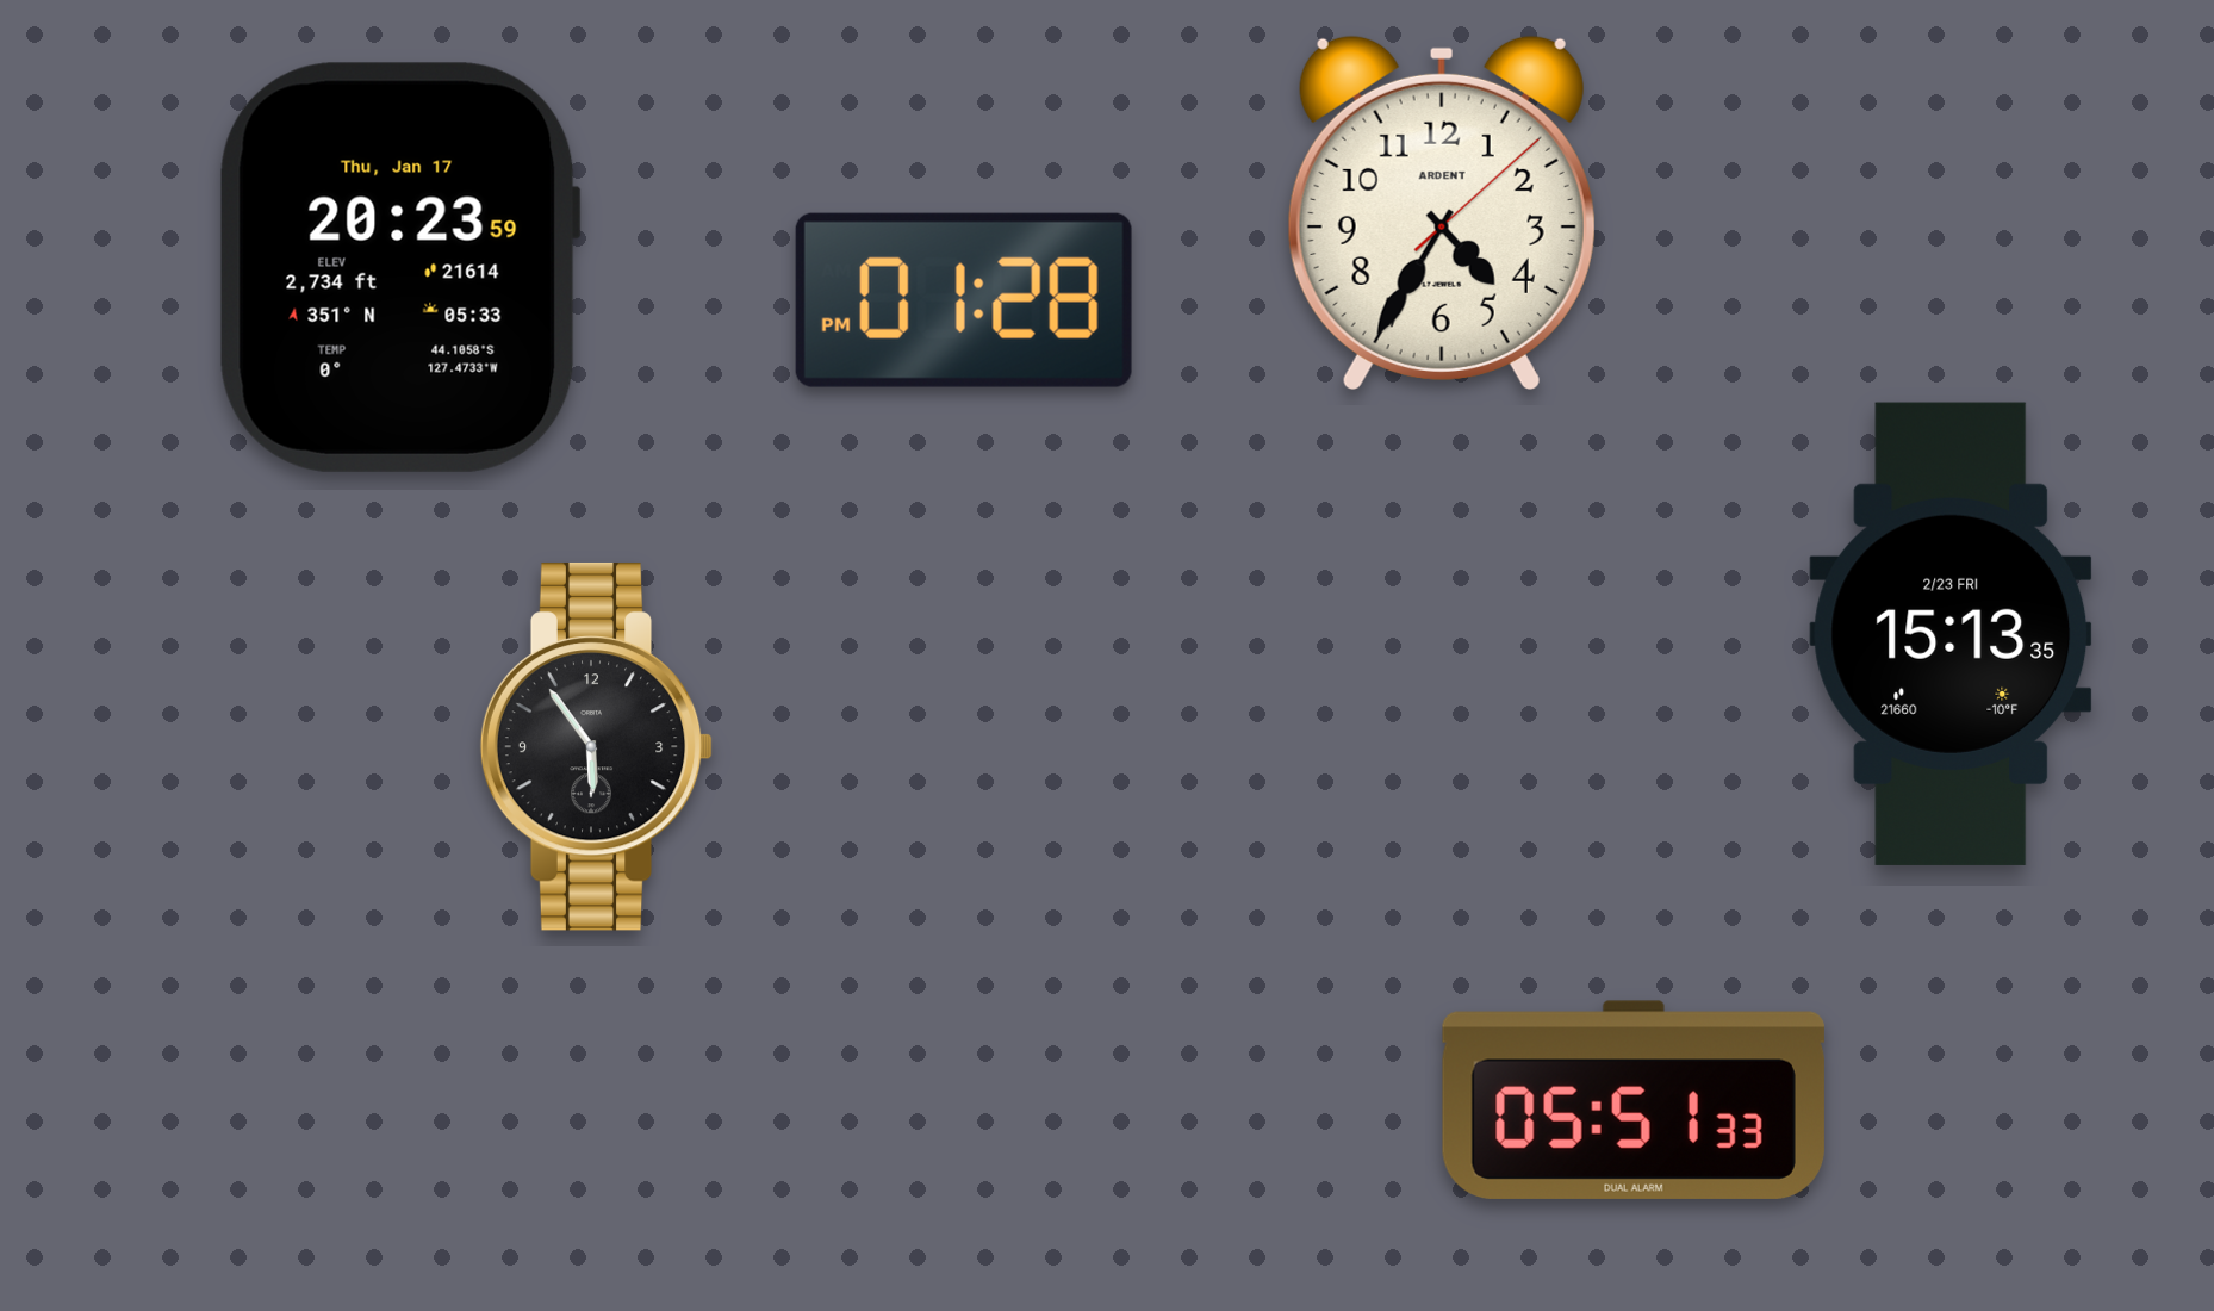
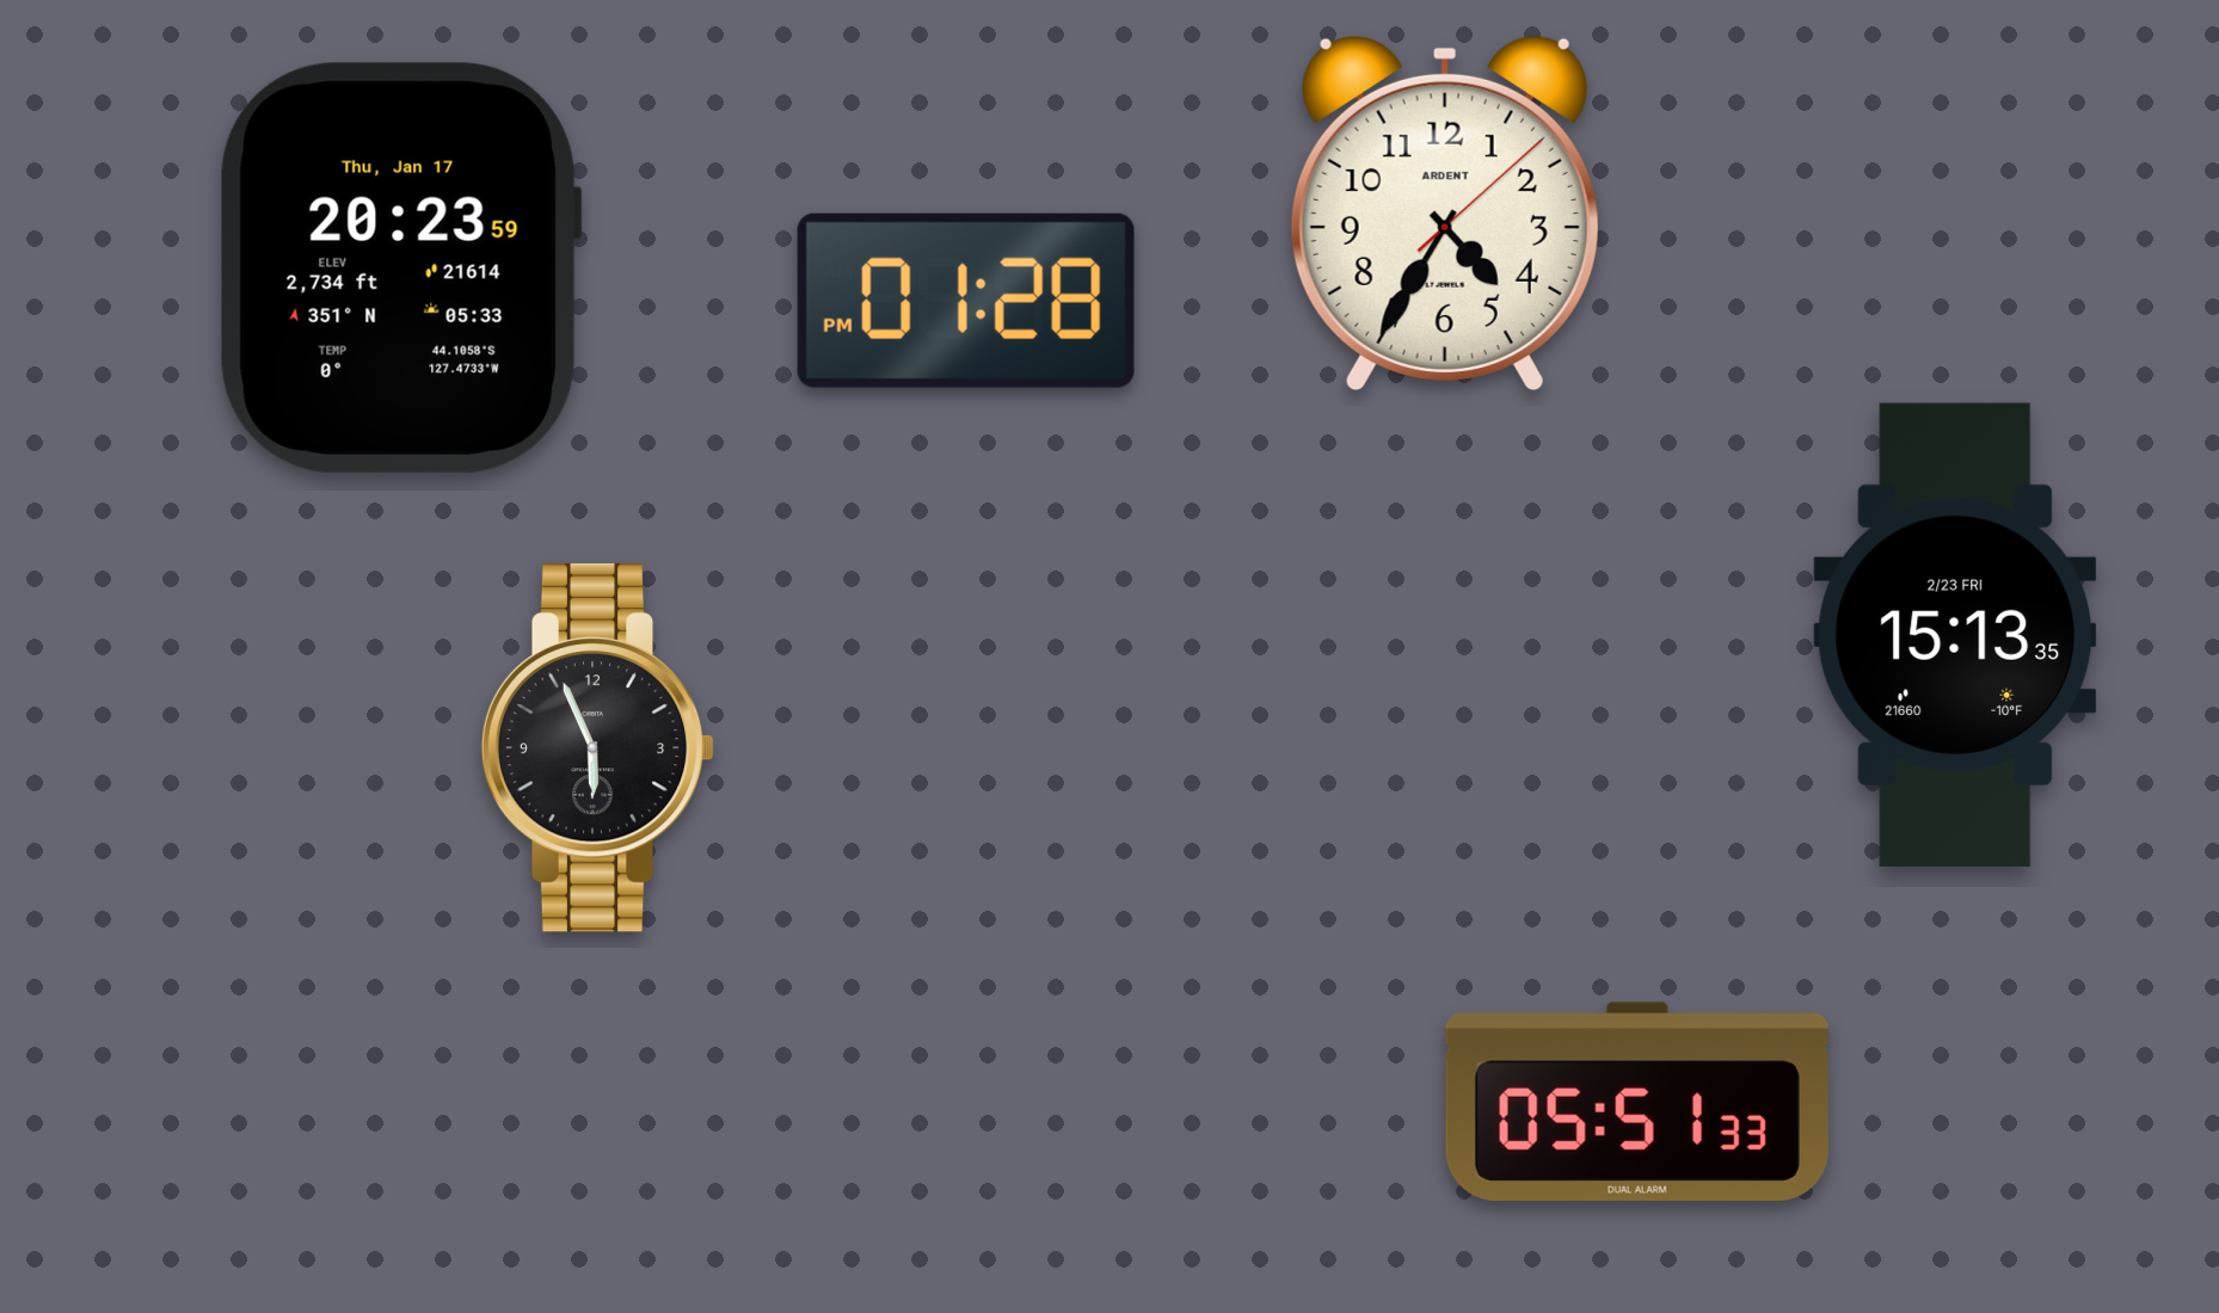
clock at (597, 746): 5:54 -> 5:56
